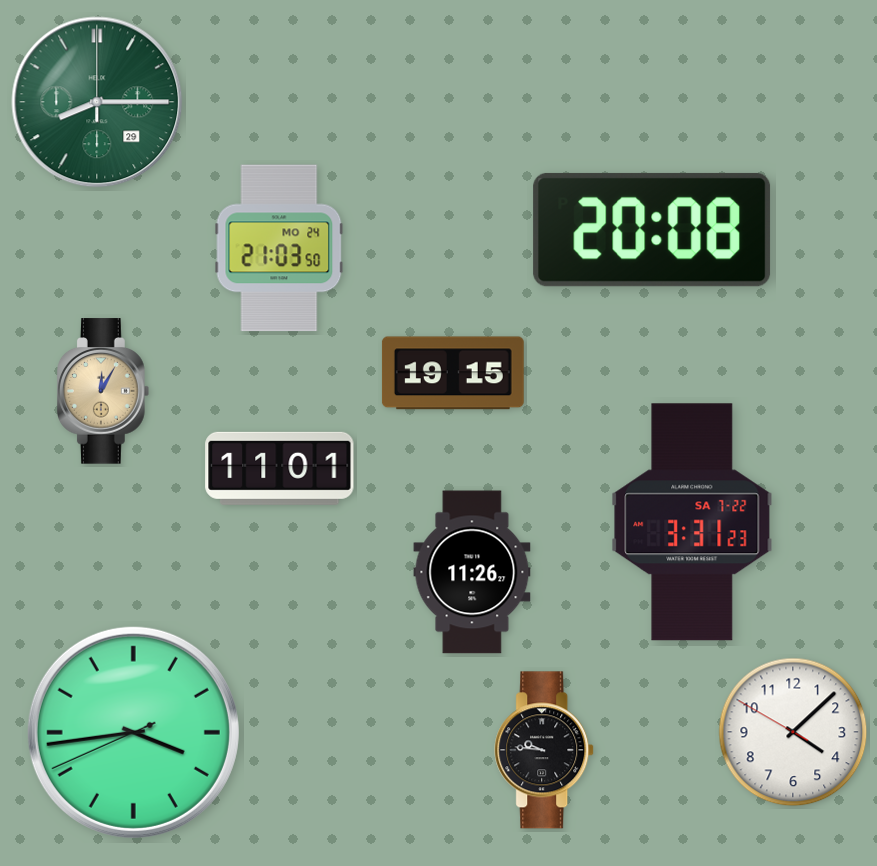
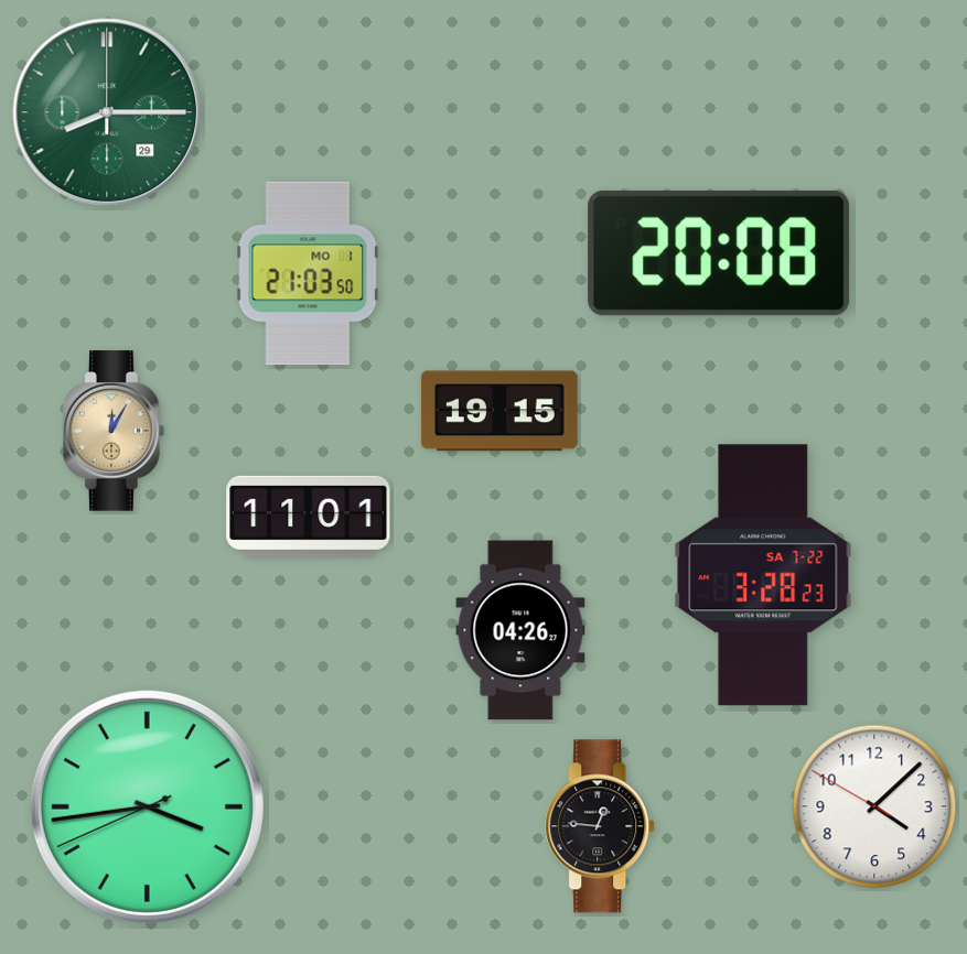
clock at (279, 248) date: MO 24 -> MO 1
clock at (692, 522): 3:31 -> 3:28
clock at (472, 572): 11:26 -> 04:26
clock at (545, 750): 9:46 -> 12:46
